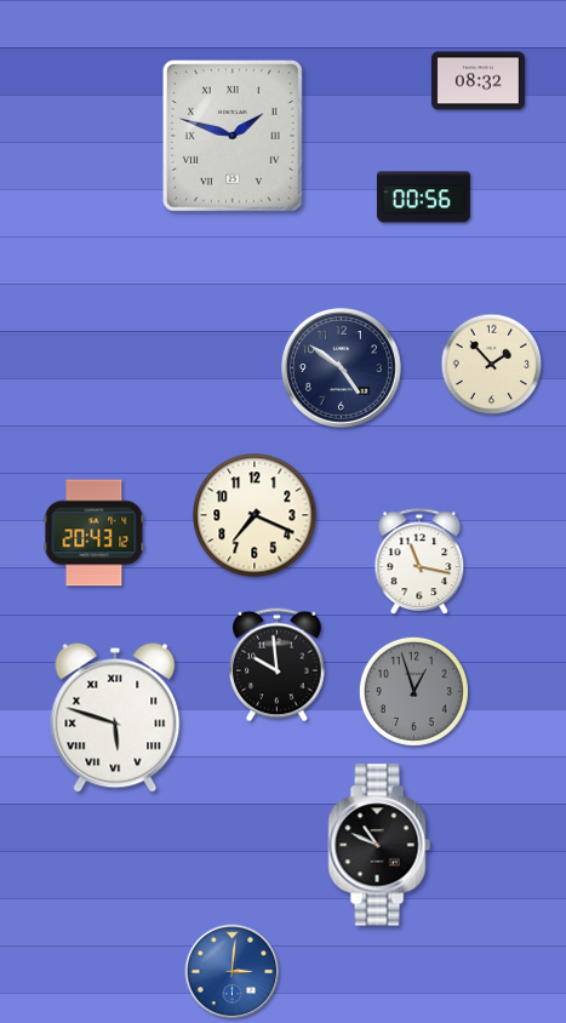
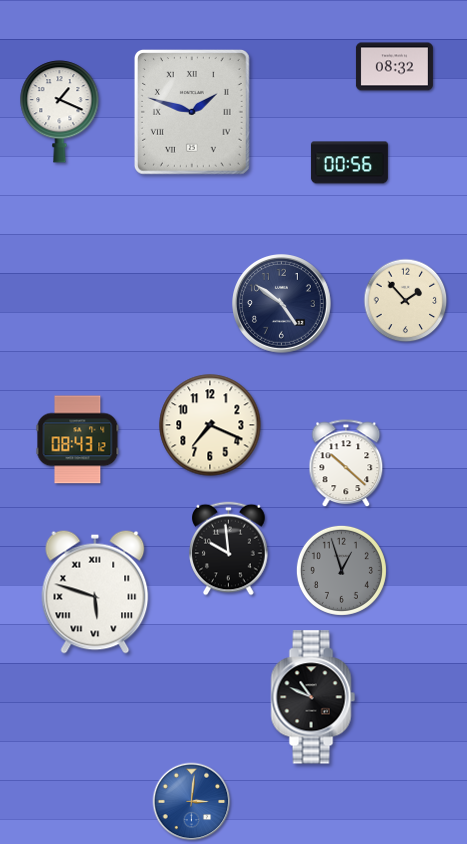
clock at (60, 112): none -> 1:19
clock at (95, 533): 20:43 -> 08:43
clock at (419, 562): 11:17 -> 10:22
